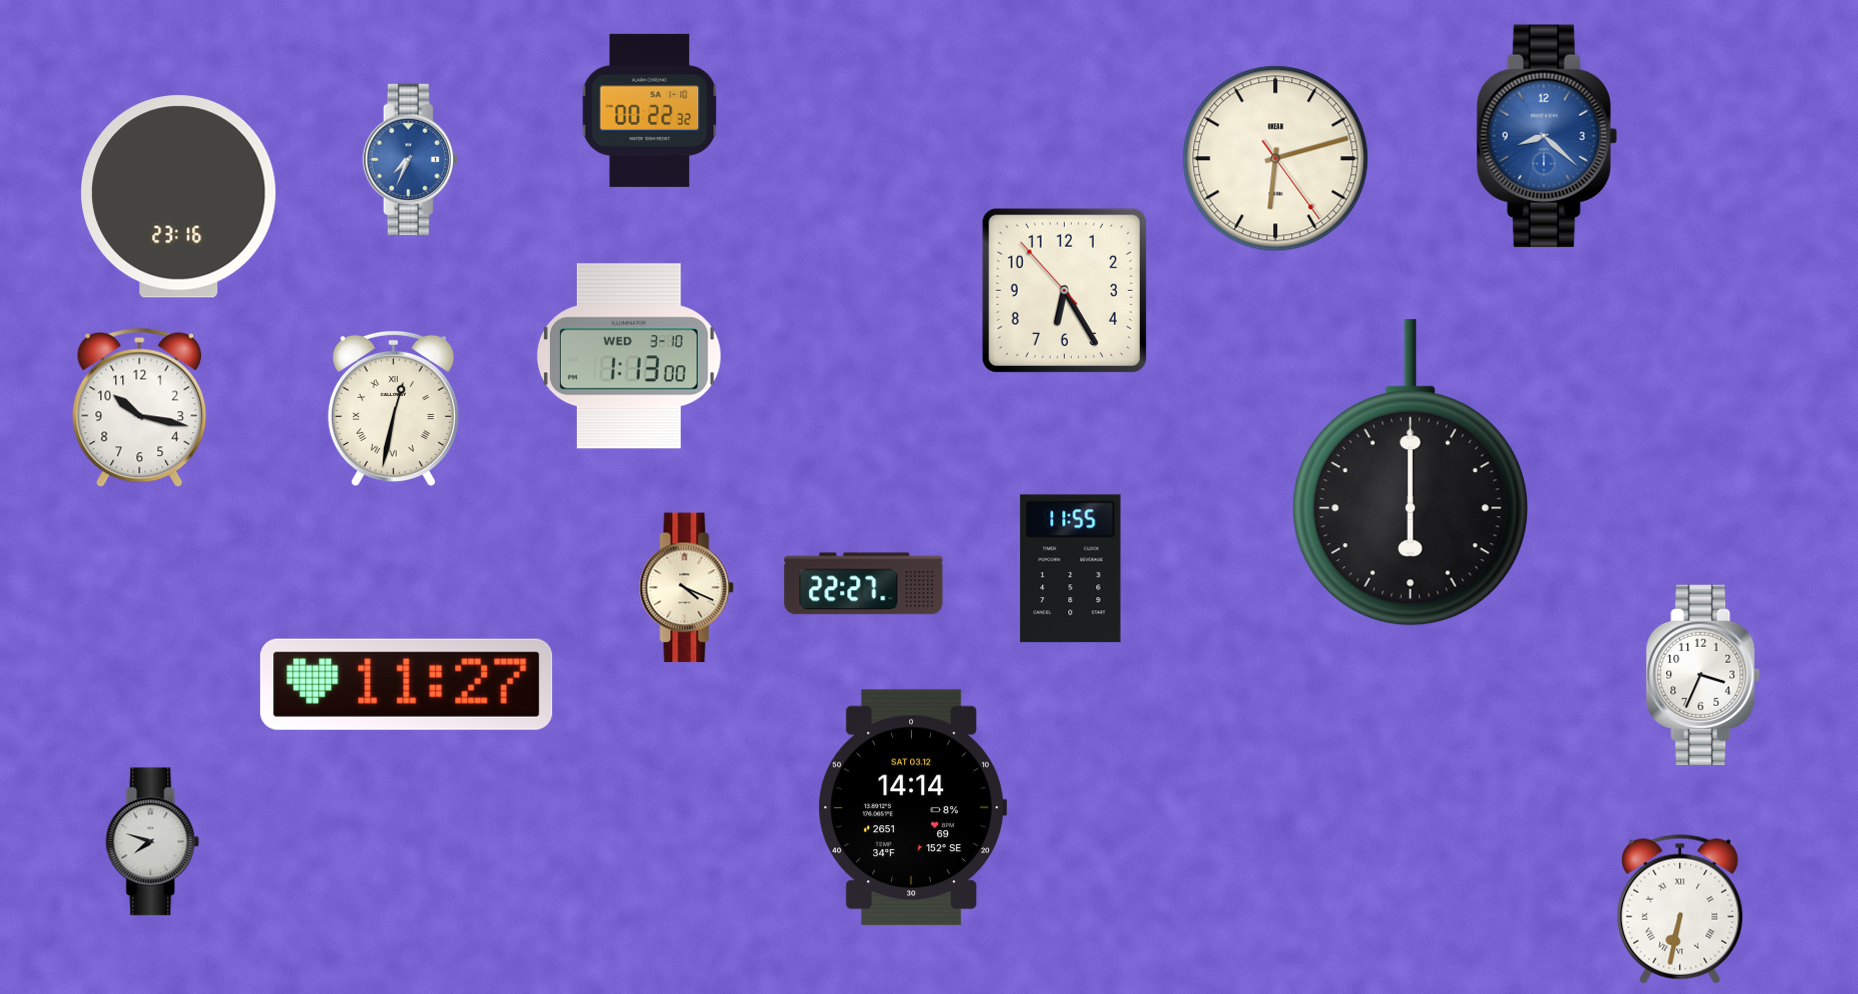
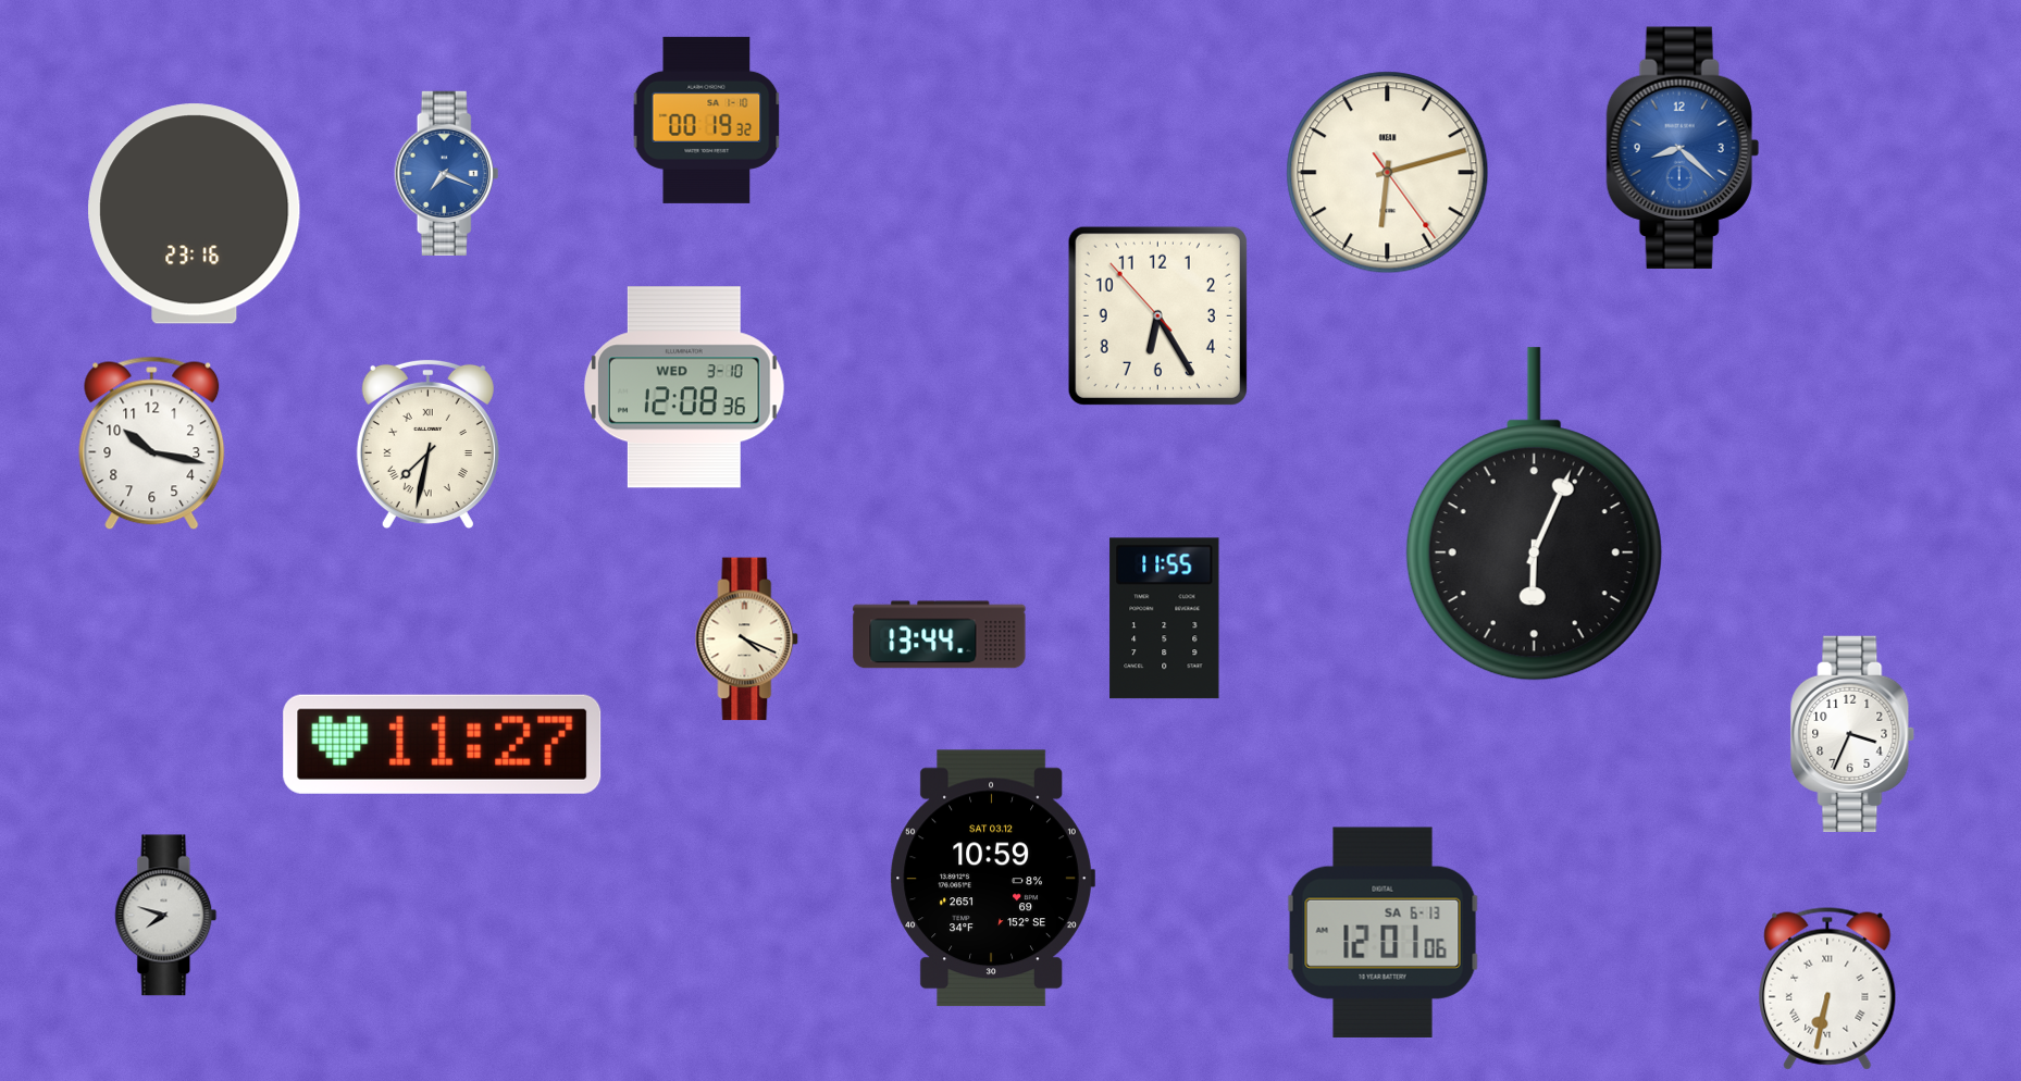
clock at (650, 110): 00:22 -> 00:19
clock at (411, 159): 7:34 -> 7:19
clock at (629, 356): 1:13 -> 12:08
clock at (393, 408): 12:32 -> 7:32
clock at (1410, 473): 6:00 -> 6:04
clock at (864, 584): 22:27 -> 13:44
clock at (912, 808): 14:14 -> 10:59
clock at (1383, 932): none -> 12:01
